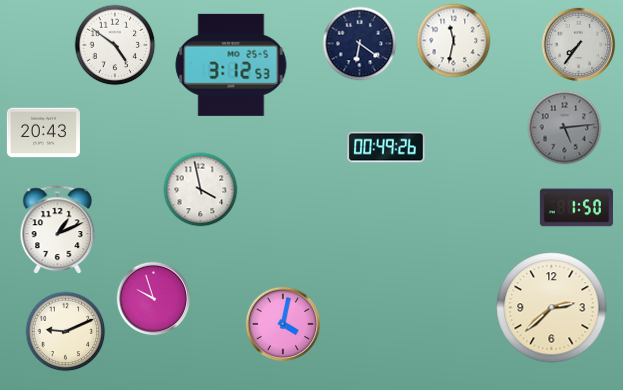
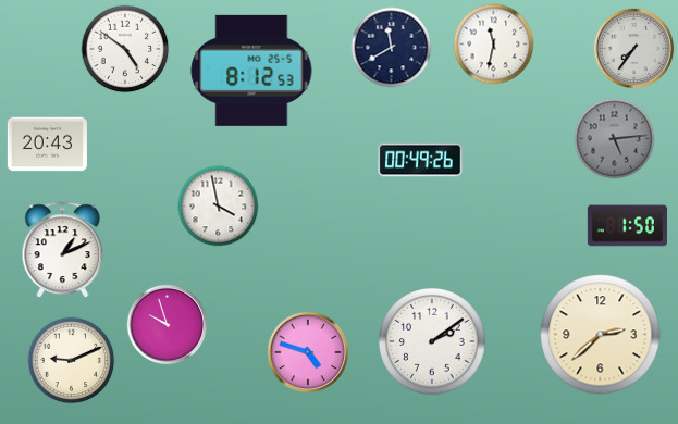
clock at (360, 44): 6:21 -> 11:40
clock at (579, 45) position: (579, 45) -> (634, 49)
clock at (231, 65): 3:12 -> 8:12
clock at (432, 341): none -> 2:09
clock at (283, 324): 4:02 -> 4:48
